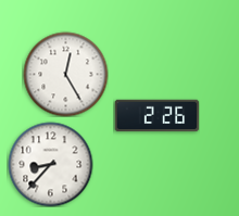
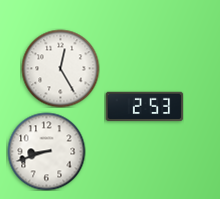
clock at (156, 116): 2:26 -> 2:53
clock at (50, 164): 8:37 -> 8:42
